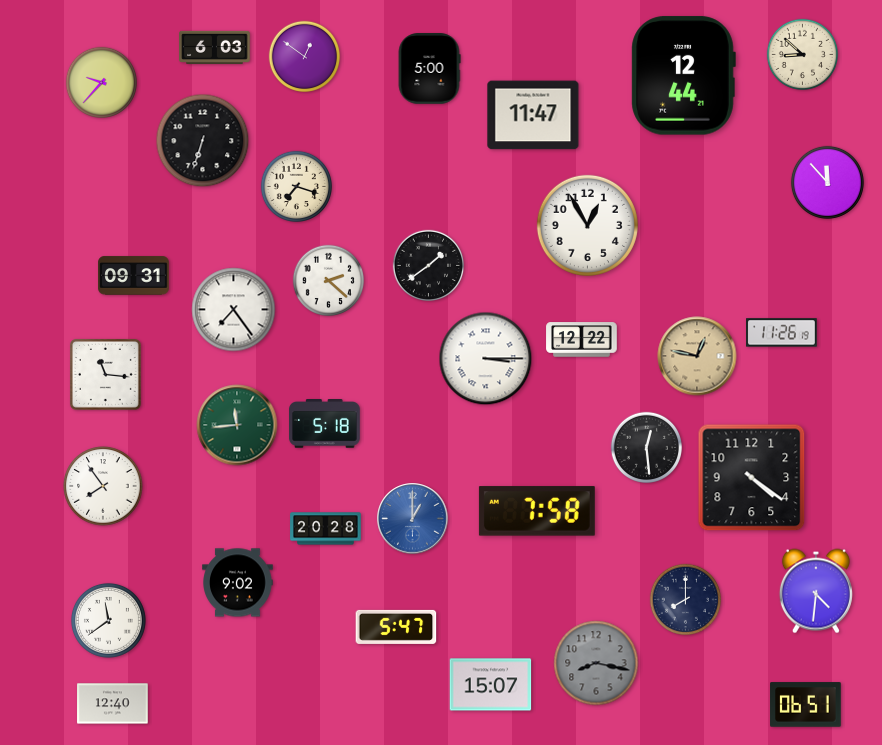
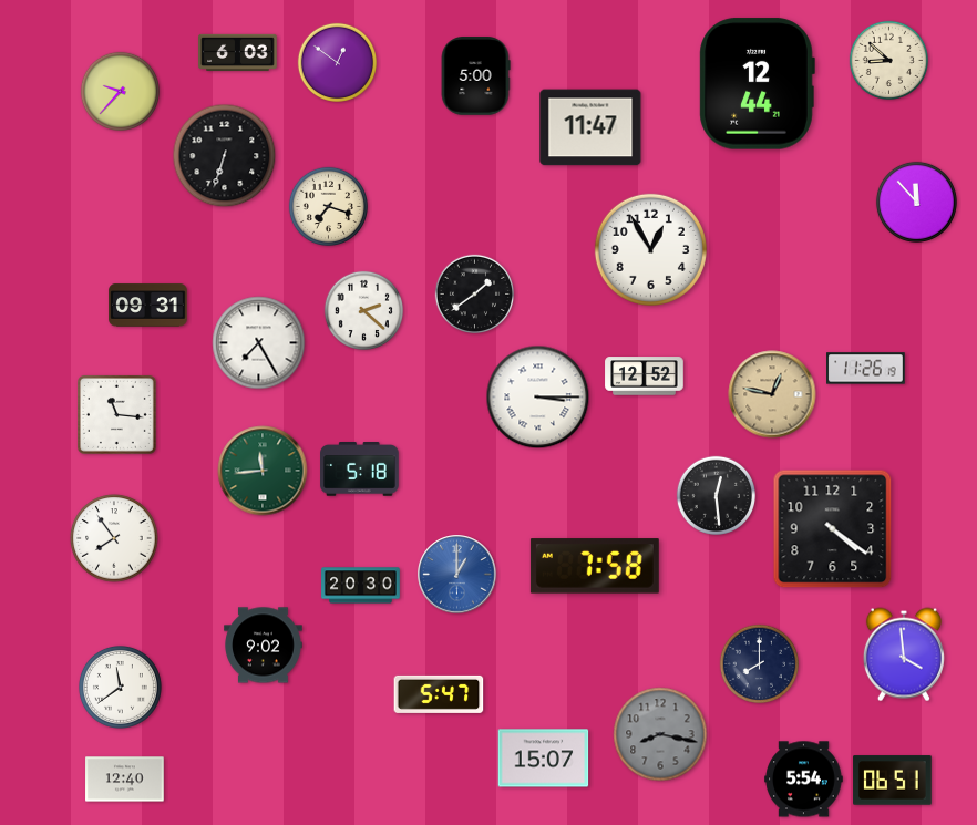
clock at (101, 82) position: (101, 82) -> (120, 91)
clock at (234, 310): 7:24 -> 7:25
clock at (582, 340): 12:22 -> 12:52
clock at (326, 529): 20:28 -> 20:30
clock at (816, 591): 4:31 -> 3:59
clock at (804, 780): none -> 5:54
